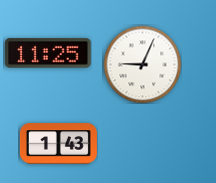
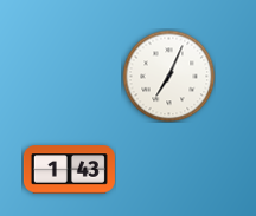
clock at (48, 53): 11:25 -> none
clock at (142, 64): 9:04 -> 7:04
